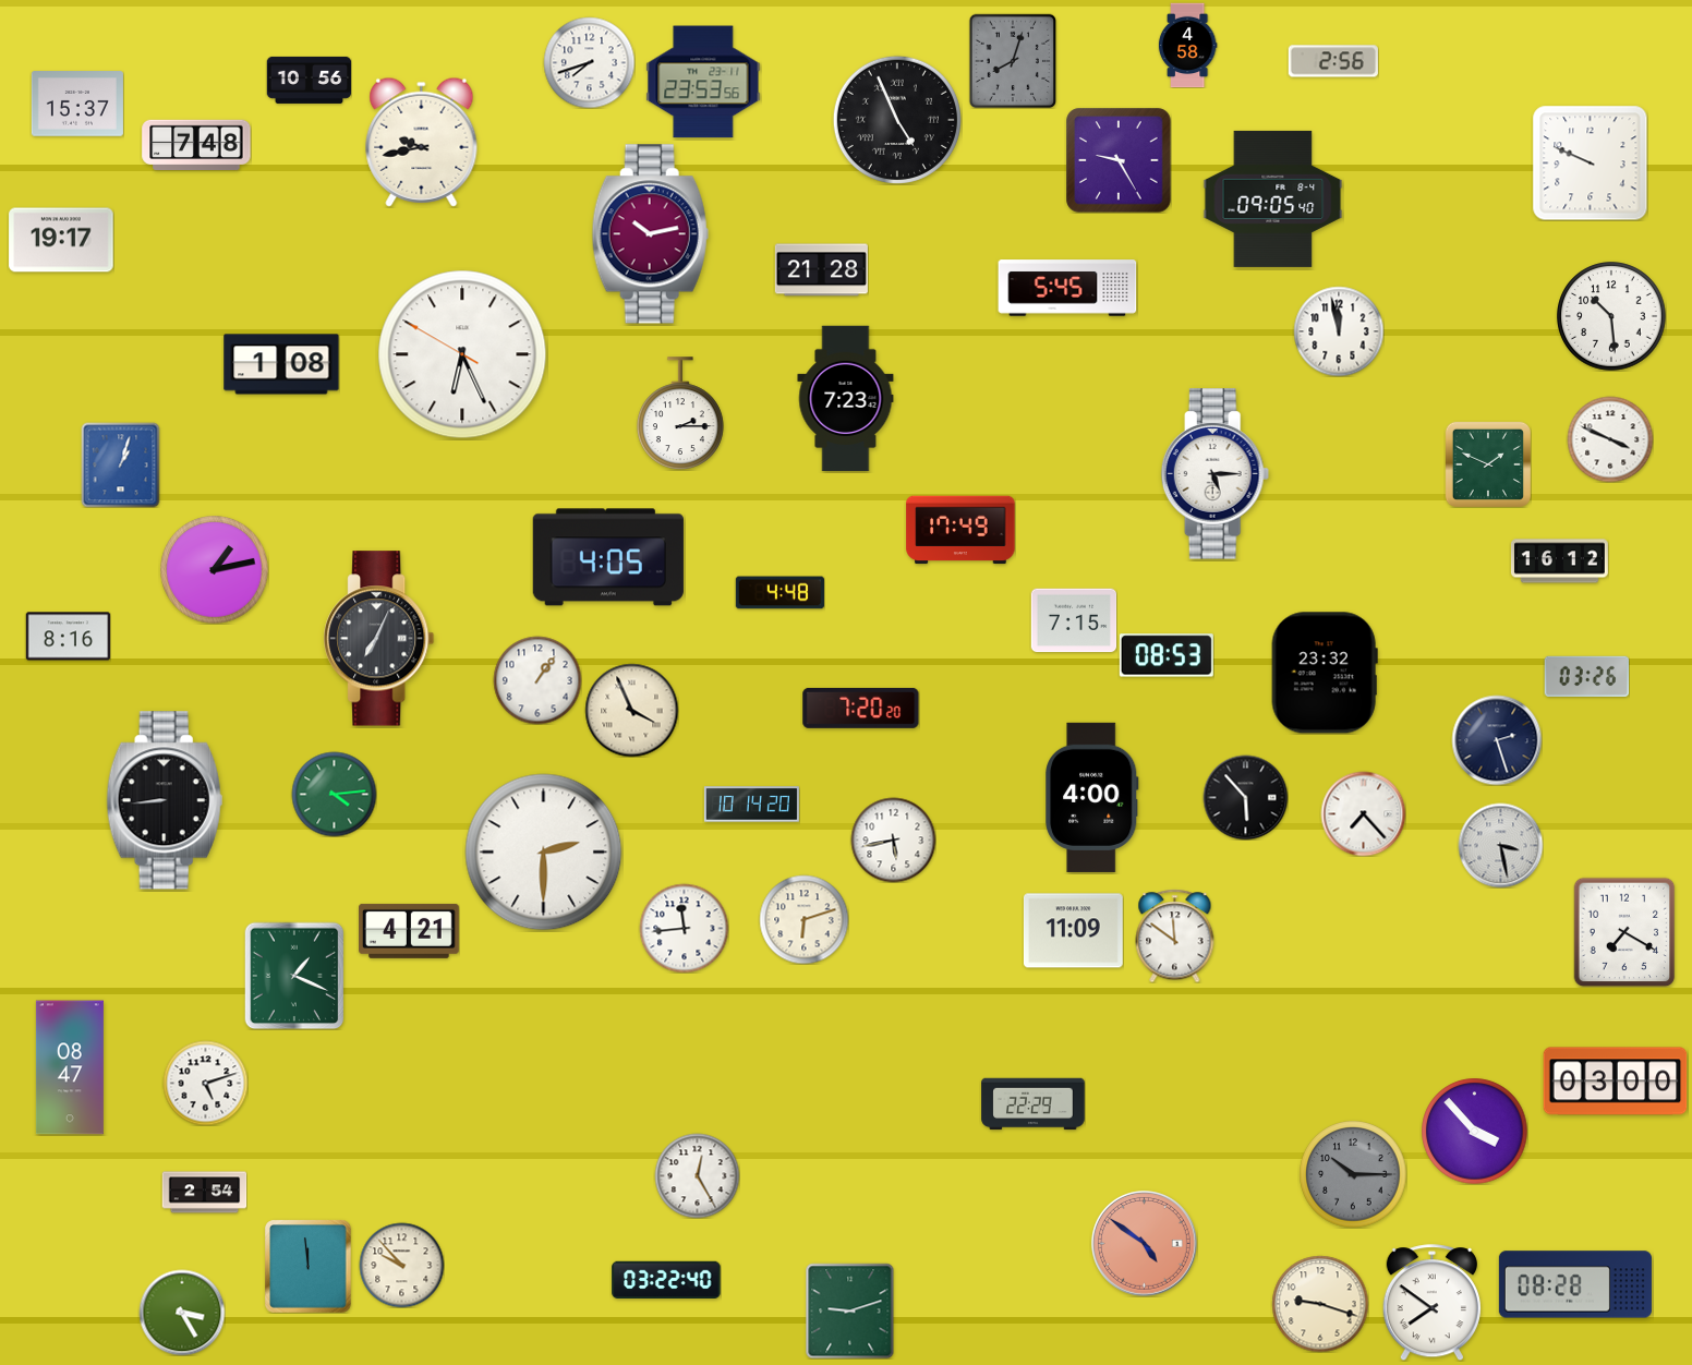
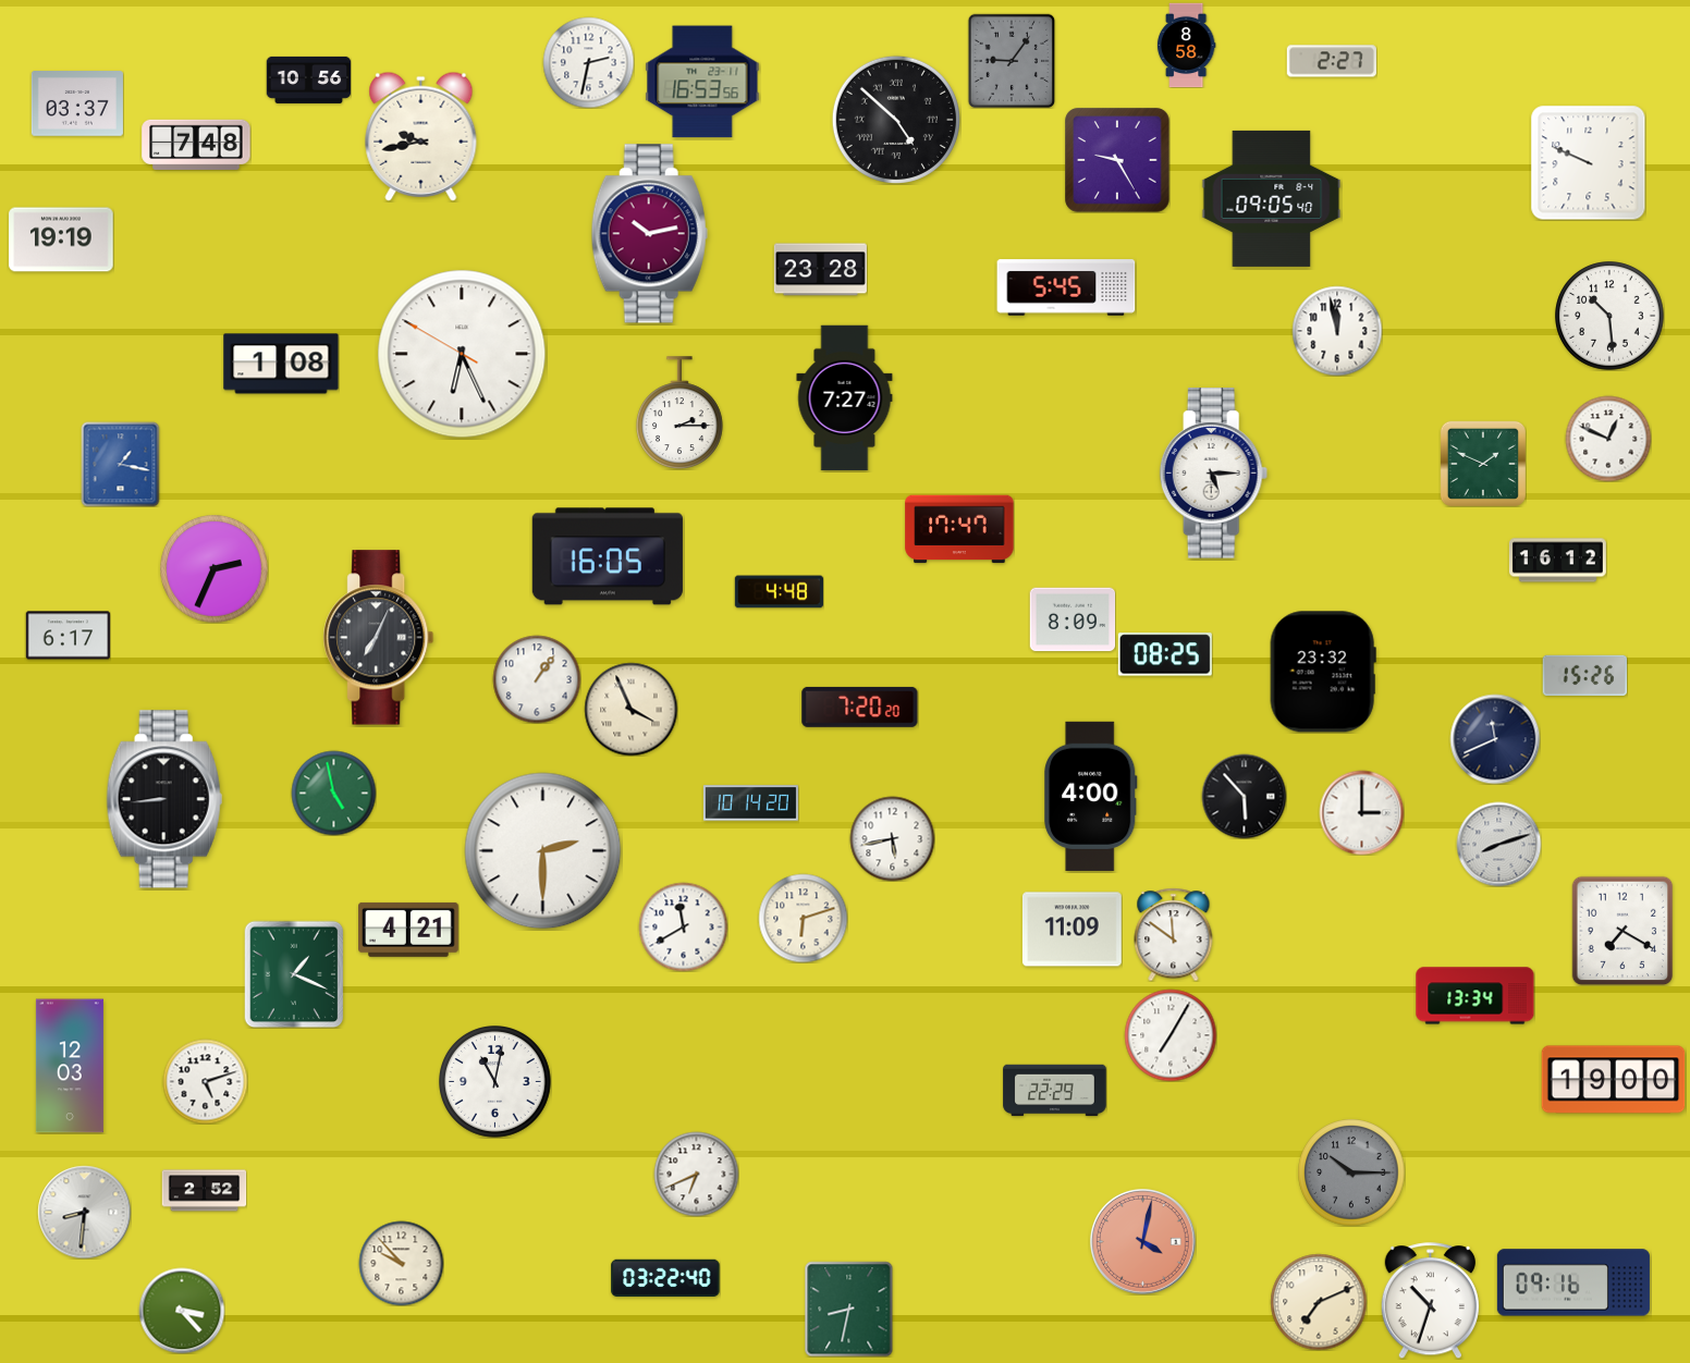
clock at (1187, 45): 4:58 -> 8:58
clock at (1013, 61): 8:03 -> 9:06
clock at (1333, 61): 2:56 -> 2:27
clock at (589, 62): 7:42 -> 2:32
clock at (703, 82): 23:53 -> 16:53
clock at (77, 104): 15:37 -> 03:37
clock at (897, 120): 4:56 -> 4:52
clock at (422, 142) position: (422, 142) -> (421, 136)
clock at (61, 240): 19:17 -> 19:19
clock at (821, 270): 21:28 -> 23:28
clock at (846, 399): 7:23 -> 7:27
clock at (1610, 439): 3:49 -> 12:49
clock at (121, 464): 1:03 -> 1:17
clock at (1488, 464) position: (1488, 464) -> (1483, 464)
clock at (960, 530): 17:49 -> 17:47
clock at (608, 557): 4:05 -> 16:05
clock at (215, 570): 1:13 -> 2:34
clock at (1074, 620): 7:15 -> 8:09
clock at (68, 637): 8:16 -> 6:17
clock at (1167, 655): 08:53 -> 08:25
clock at (1586, 676): 03:26 -> 15:26
clock at (1497, 740): 2:27 -> 11:41
clock at (334, 794): 4:14 -> 4:58
clock at (1363, 813): 7:23 -> 3:00
clock at (1500, 845): 3:28 -> 8:12
clock at (684, 928): 11:44 -> 11:40
clock at (1475, 996): none -> 13:34
clock at (1171, 1035): none -> 7:05
clock at (70, 1067): 08:47 -> 12:03
clock at (1616, 1082): 03:00 -> 19:00
clock at (495, 1082): none -> 11:02
clock at (1034, 1104) position: (1034, 1104) -> (1055, 1091)
clock at (1475, 1132): 3:53 -> none
clock at (697, 1175): 12:25 -> 6:41
clock at (204, 1193): 2:54 -> 2:52
clock at (84, 1212): none -> 8:31
clock at (1145, 1244): 4:51 -> 4:02
clock at (309, 1266): 11:59 -> none
clock at (1575, 1284): 08:28 -> 09:16
clock at (1431, 1303): 7:51 -> 10:33
clock at (1320, 1304): 9:18 -> 7:11
clock at (850, 1310): 9:12 -> 8:32
clock at (182, 1313): 3:25 -> 3:23
